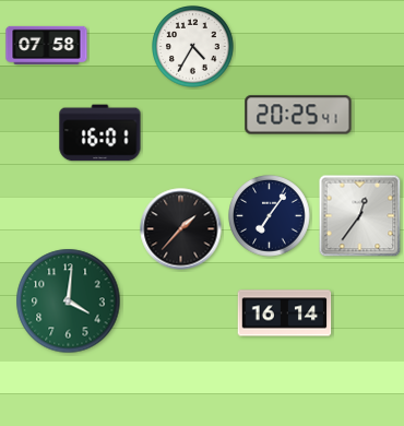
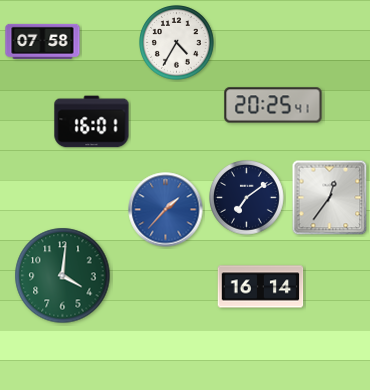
clock at (270, 216): 7:06 -> 7:09
clock at (181, 229) dial: black -> blue
